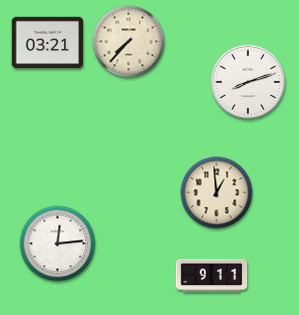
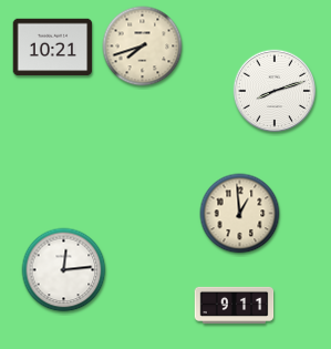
clock at (129, 42): 7:37 -> 7:42
clock at (48, 43): 03:21 -> 10:21
